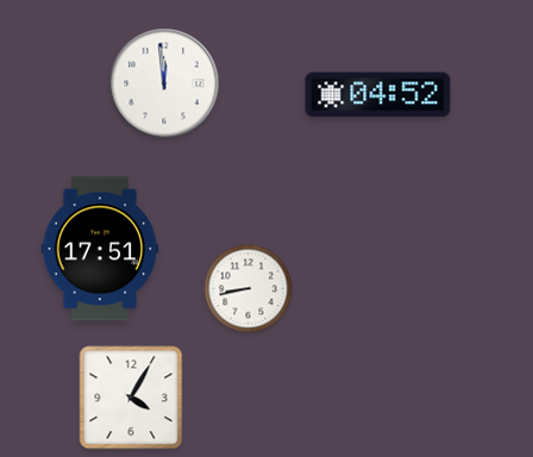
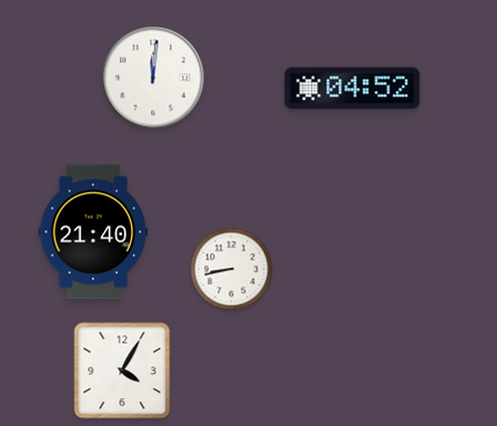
clock at (164, 83): 11:59 -> 12:01
clock at (100, 249): 17:51 -> 21:40
